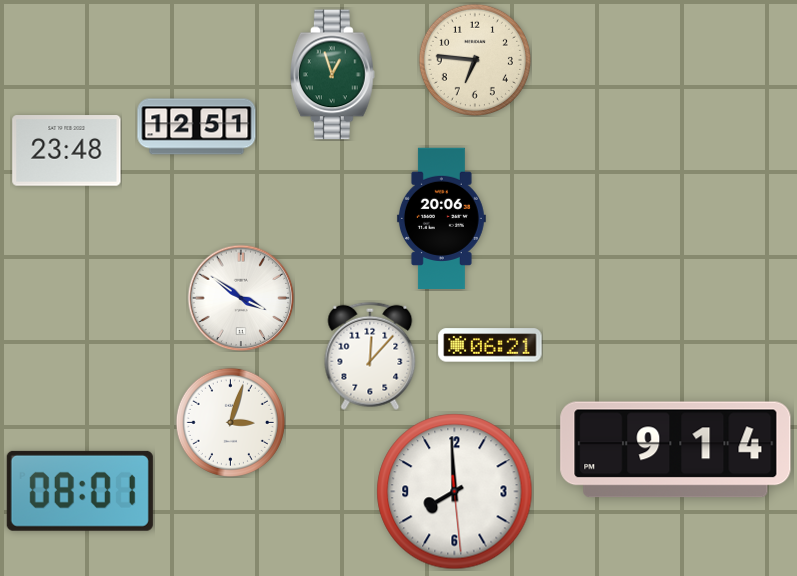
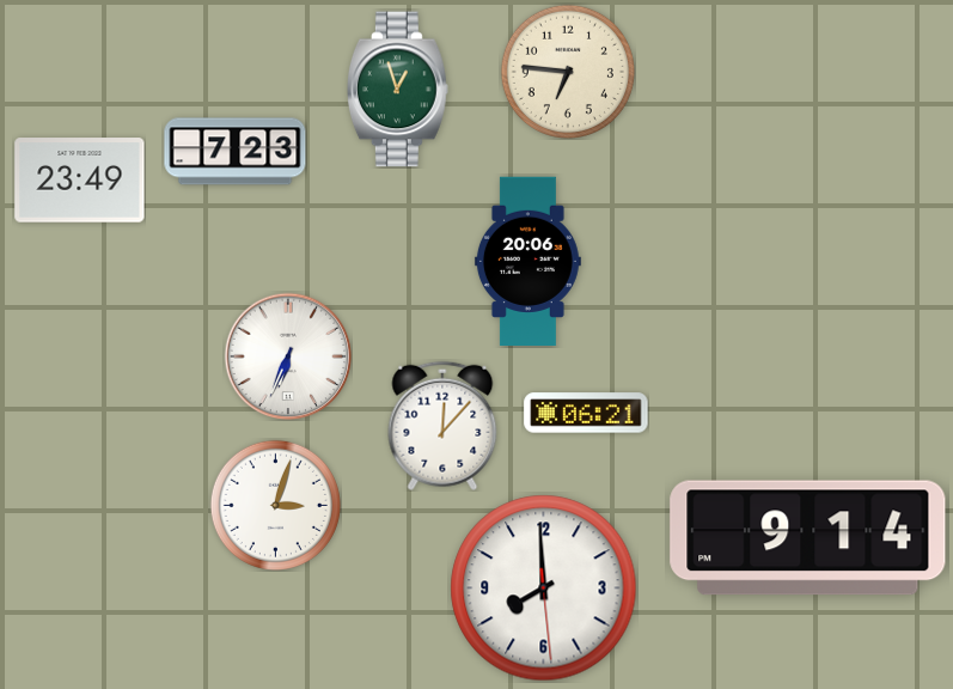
clock at (197, 127): 12:51 -> 7:23
clock at (67, 151): 23:48 -> 23:49
clock at (241, 298): 3:51 -> 6:34
clock at (80, 491): 08:01 -> none
